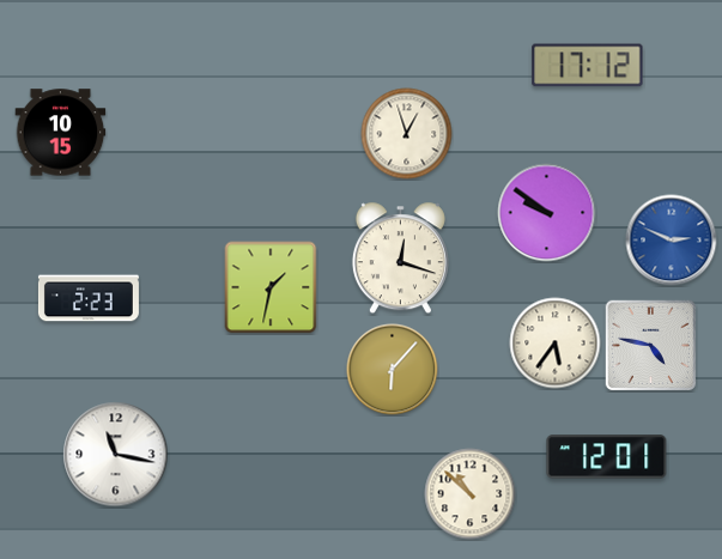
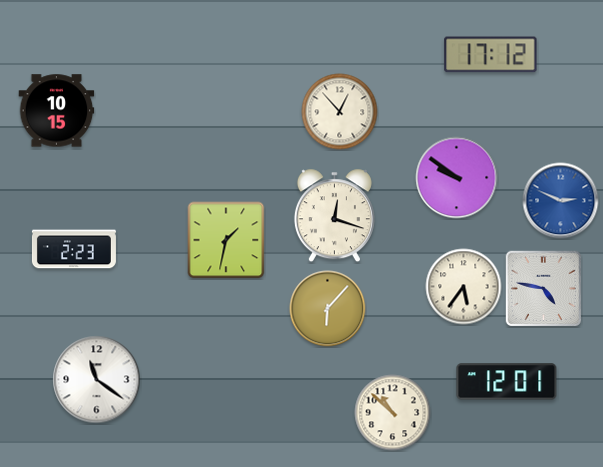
clock at (61, 133) position: (61, 133) -> (57, 111)
clock at (407, 134): 12:57 -> 12:53
clock at (116, 455): 11:17 -> 11:21
